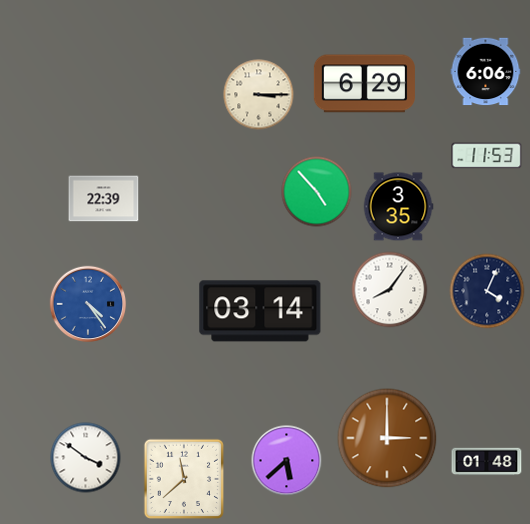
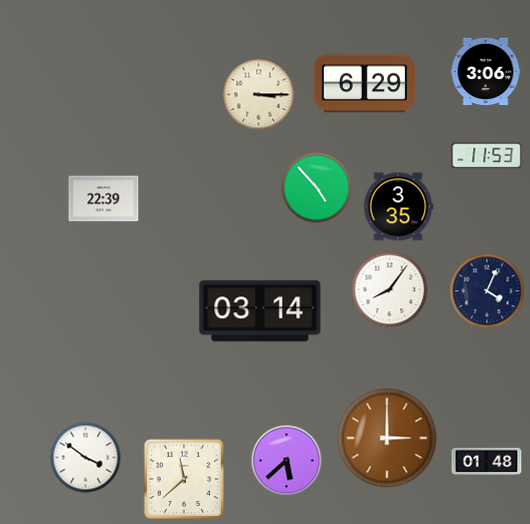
clock at (486, 72): 6:06 -> 3:06
clock at (317, 192) position: (317, 192) -> (317, 188)
clock at (88, 304): 4:24 -> none
